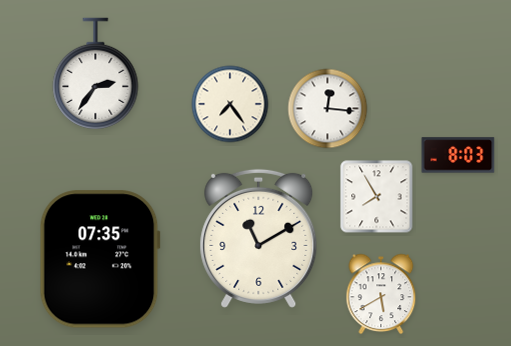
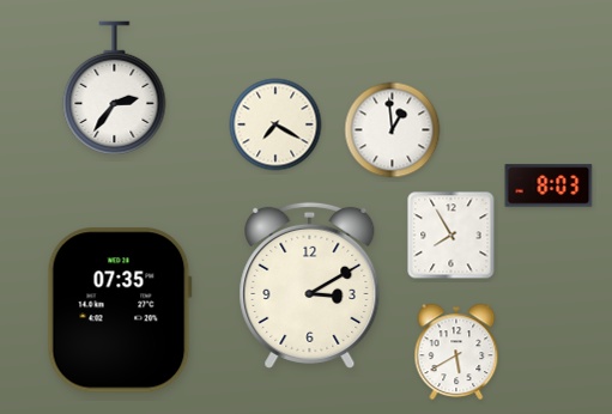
clock at (230, 104): 7:24 -> 7:20
clock at (328, 109): 12:16 -> 12:59
clock at (259, 238): 11:10 -> 3:10
